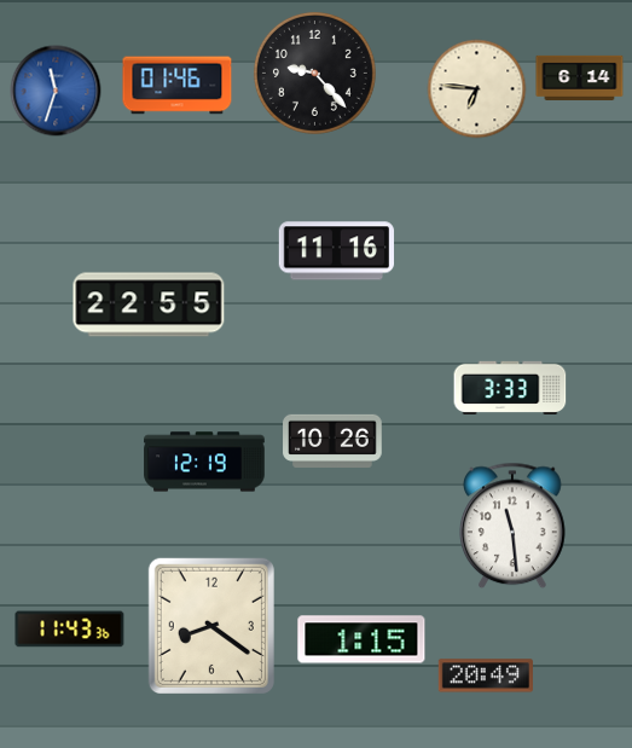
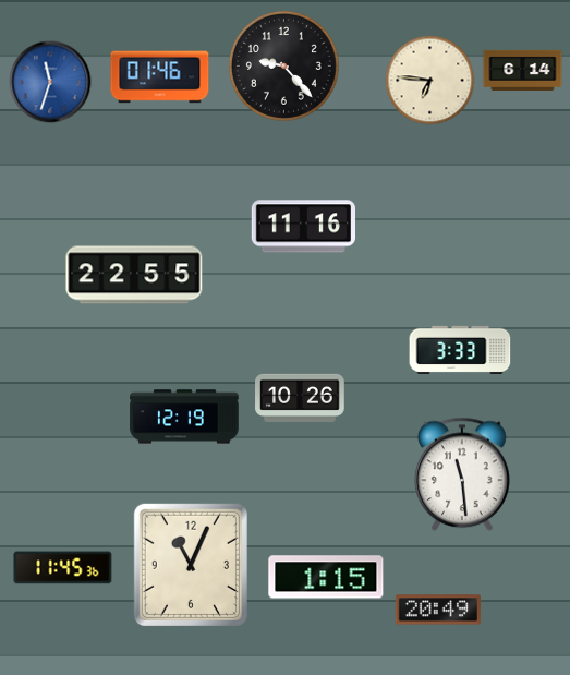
clock at (211, 626): 8:21 -> 11:04
clock at (70, 630): 11:43 -> 11:45
